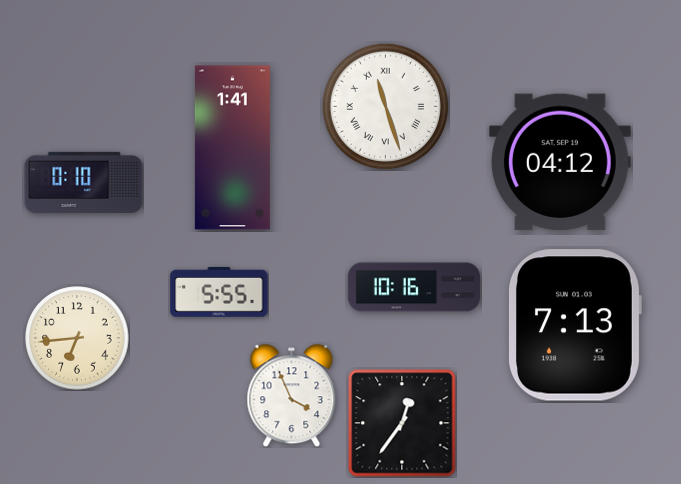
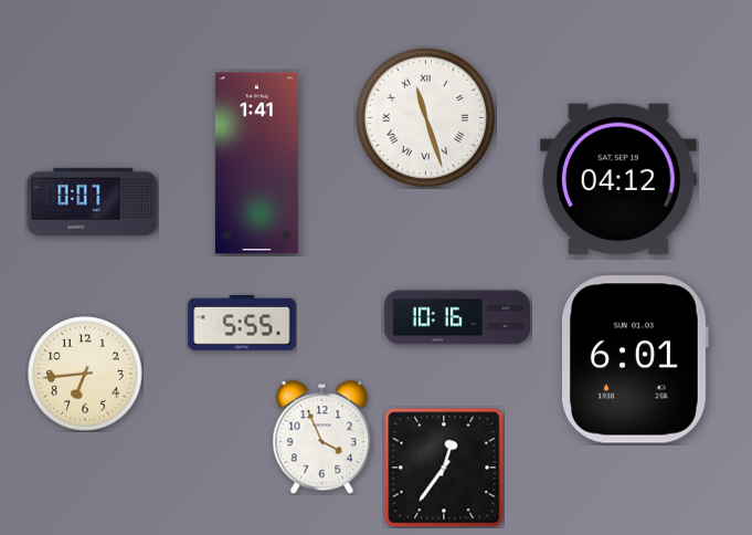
clock at (84, 182): 0:10 -> 0:07
clock at (575, 325): 7:13 -> 6:01
